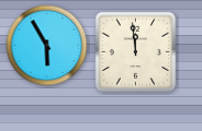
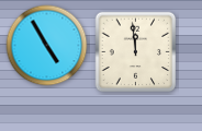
clock at (47, 46): 5:55 -> 4:55
